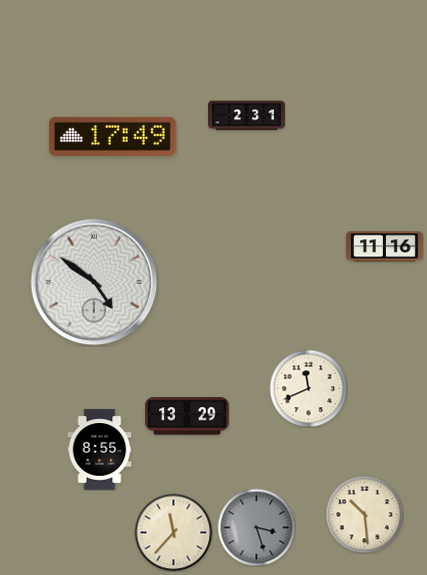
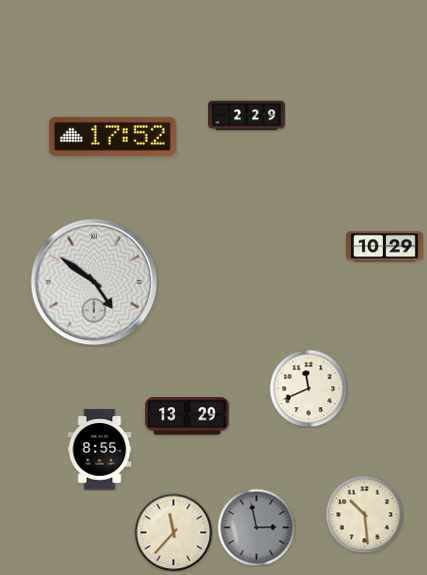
clock at (247, 116): 2:31 -> 2:29
clock at (112, 136): 17:49 -> 17:52
clock at (385, 247): 11:16 -> 10:29
clock at (256, 527): 3:27 -> 2:58
